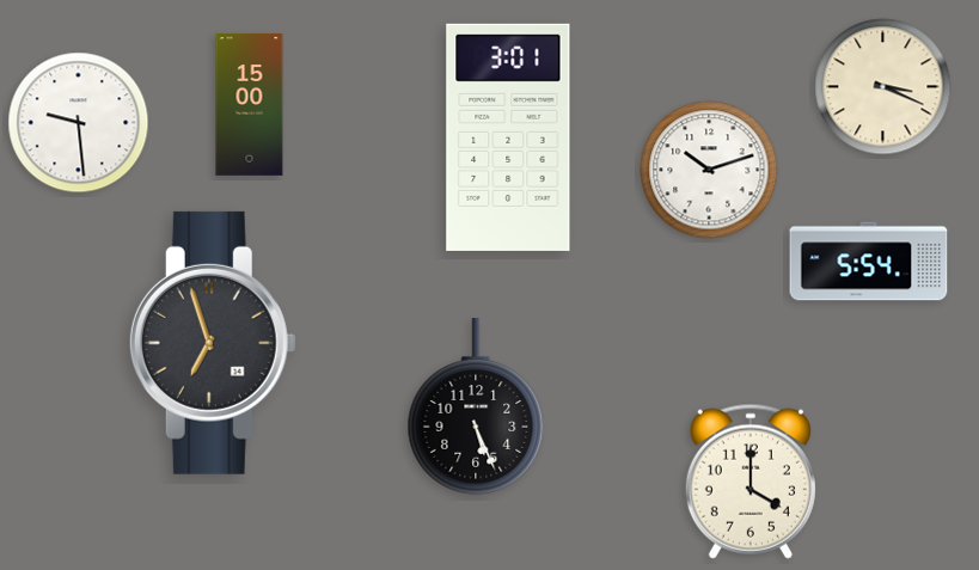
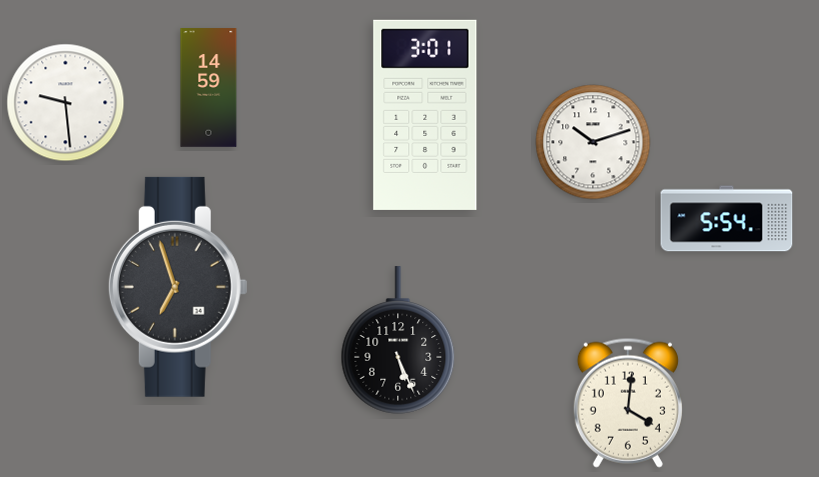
clock at (883, 87): 3:19 -> none
clock at (250, 105): 15:00 -> 14:59
clock at (751, 482): 4:00 -> 4:01
